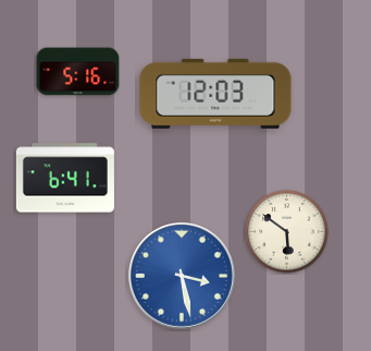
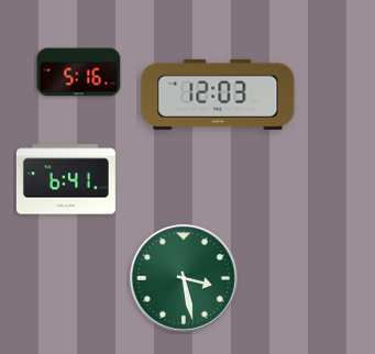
clock at (287, 232): 5:51 -> none
clock at (182, 276) dial: blue -> green
